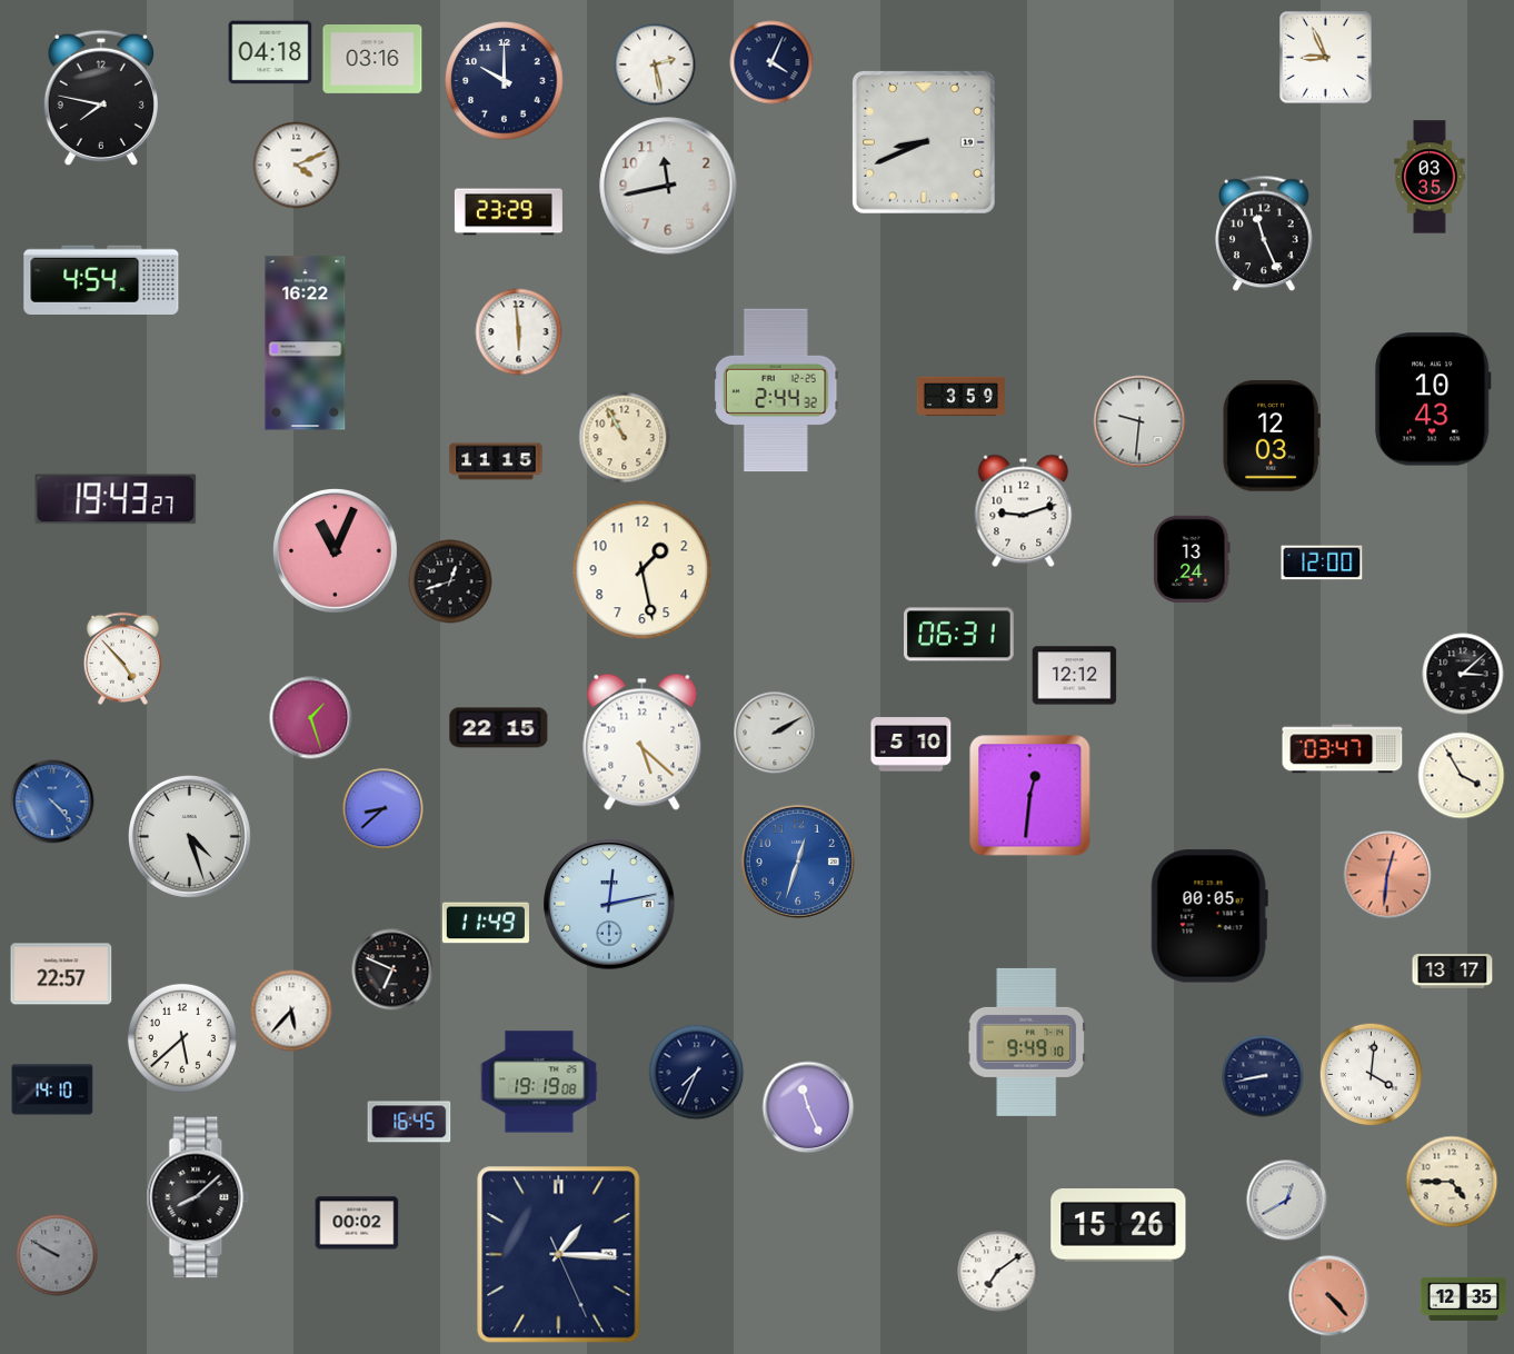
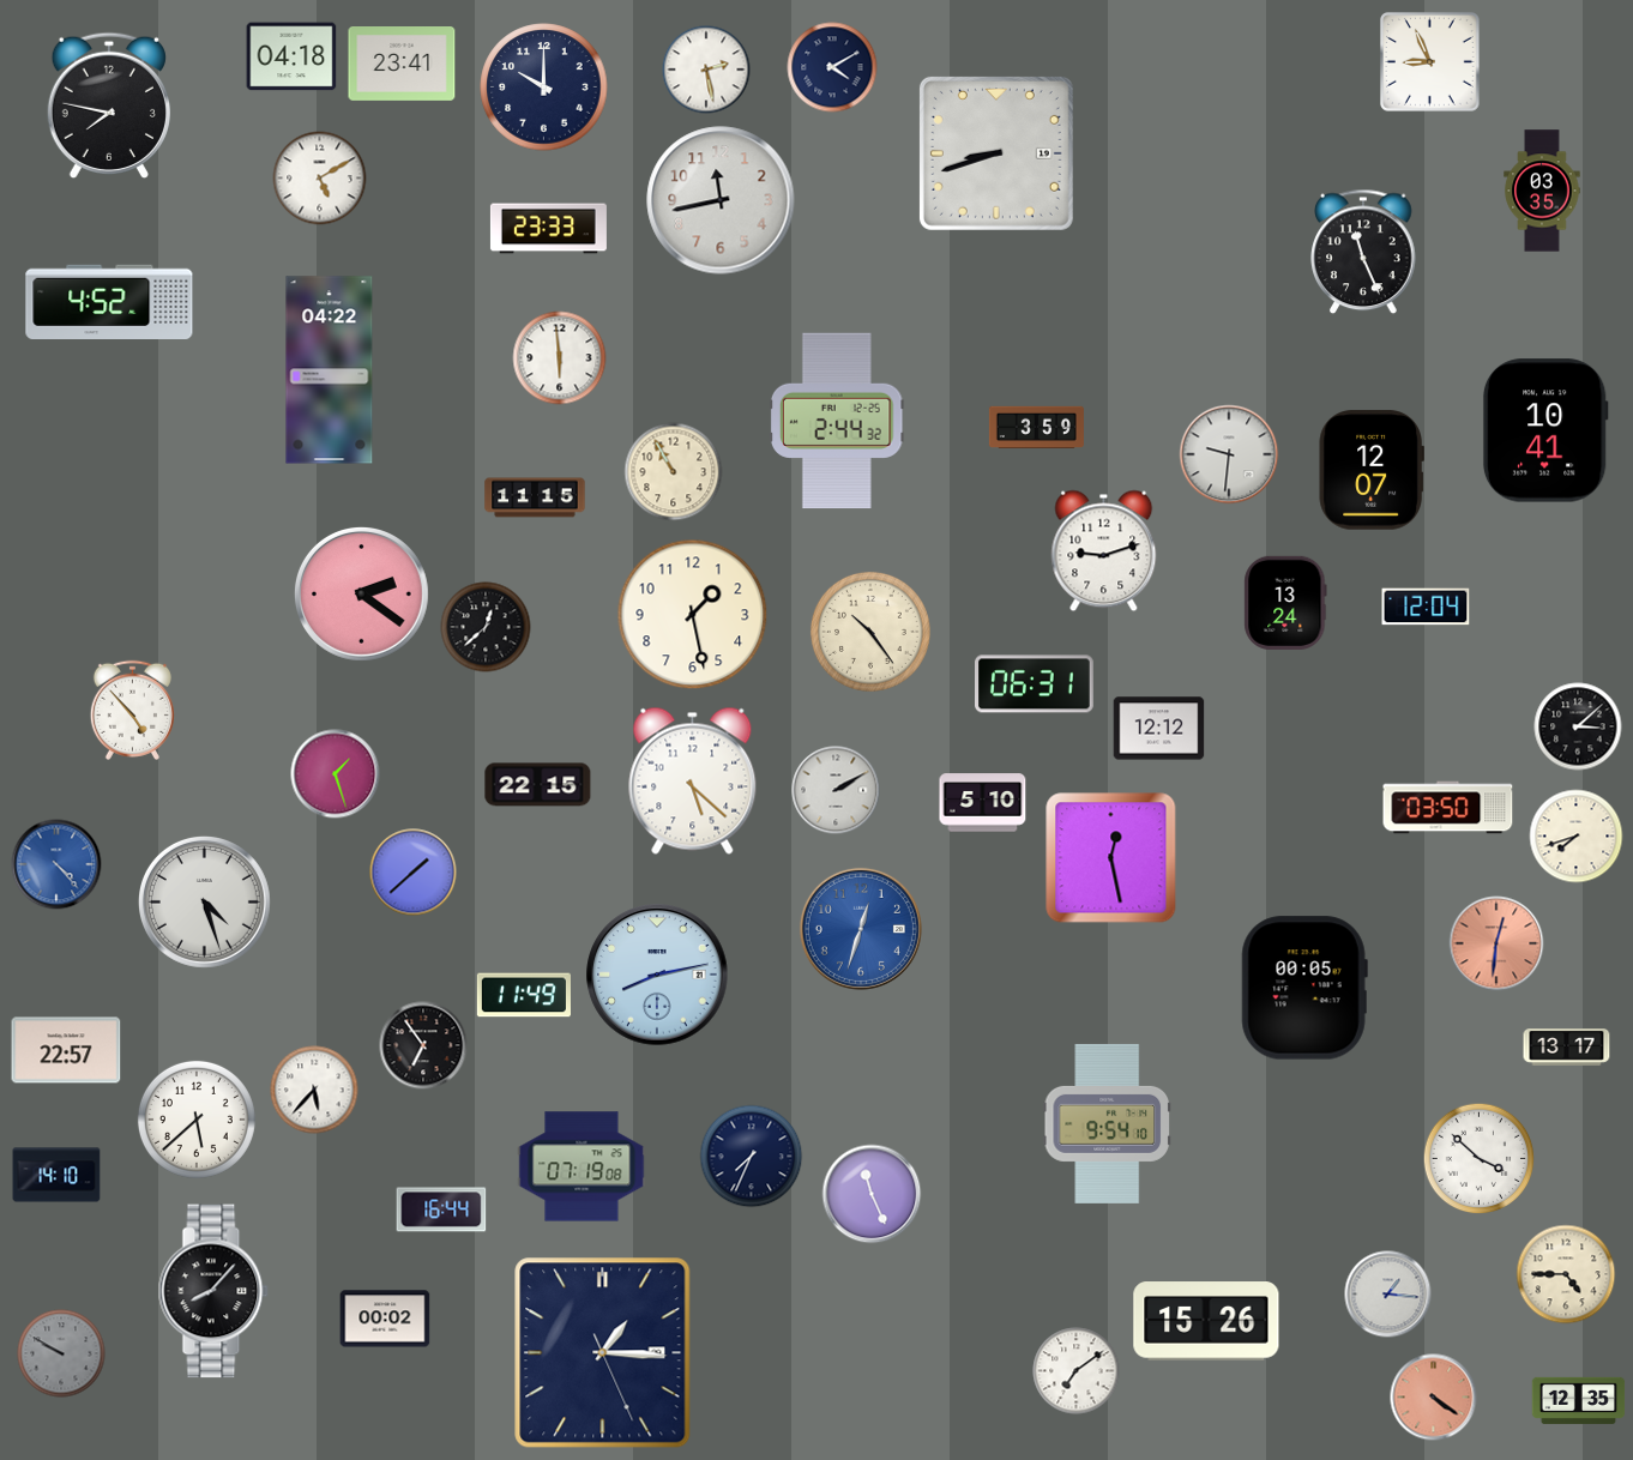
clock at (372, 60): 03:16 -> 23:41
clock at (771, 62): 4:04 -> 4:10
clock at (924, 142): 8:41 -> 8:42
clock at (297, 166): 4:11 -> 5:10
clock at (508, 212): 23:29 -> 23:33
clock at (101, 279): 4:54 -> 4:52
clock at (306, 344): 16:22 -> 04:22
clock at (1433, 399): 10:43 -> 10:41
clock at (1272, 436): 12:03 -> 12:07
clock at (116, 499): 19:43 -> none
clock at (336, 551): 11:04 -> 2:21
clock at (1322, 562): 12:00 -> 12:04
clock at (450, 581): 12:42 -> 12:38
clock at (870, 632): none -> 10:24
clock at (643, 741) position: (643, 741) -> (693, 780)
clock at (1343, 749): 03:47 -> 03:50
clock at (1462, 776): 3:55 -> 7:42
clock at (1030, 796): 12:31 -> 12:28
clock at (384, 809): 8:38 -> 1:38
clock at (609, 904): 12:13 -> 8:13
clock at (392, 969): 6:49 -> 6:54
clock at (1026, 1042): 9:49 -> 9:54
clock at (1372, 1075): 4:01 -> 3:52
clock at (1263, 1076): 8:43 -> none
clock at (539, 1082): 19:19 -> 07:19
clock at (409, 1122): 16:45 -> 16:44
clock at (198, 1197): 8:08 -> 8:07
clock at (1287, 1201): 12:40 -> 1:16
clock at (1329, 1296): 4:23 -> 4:21
